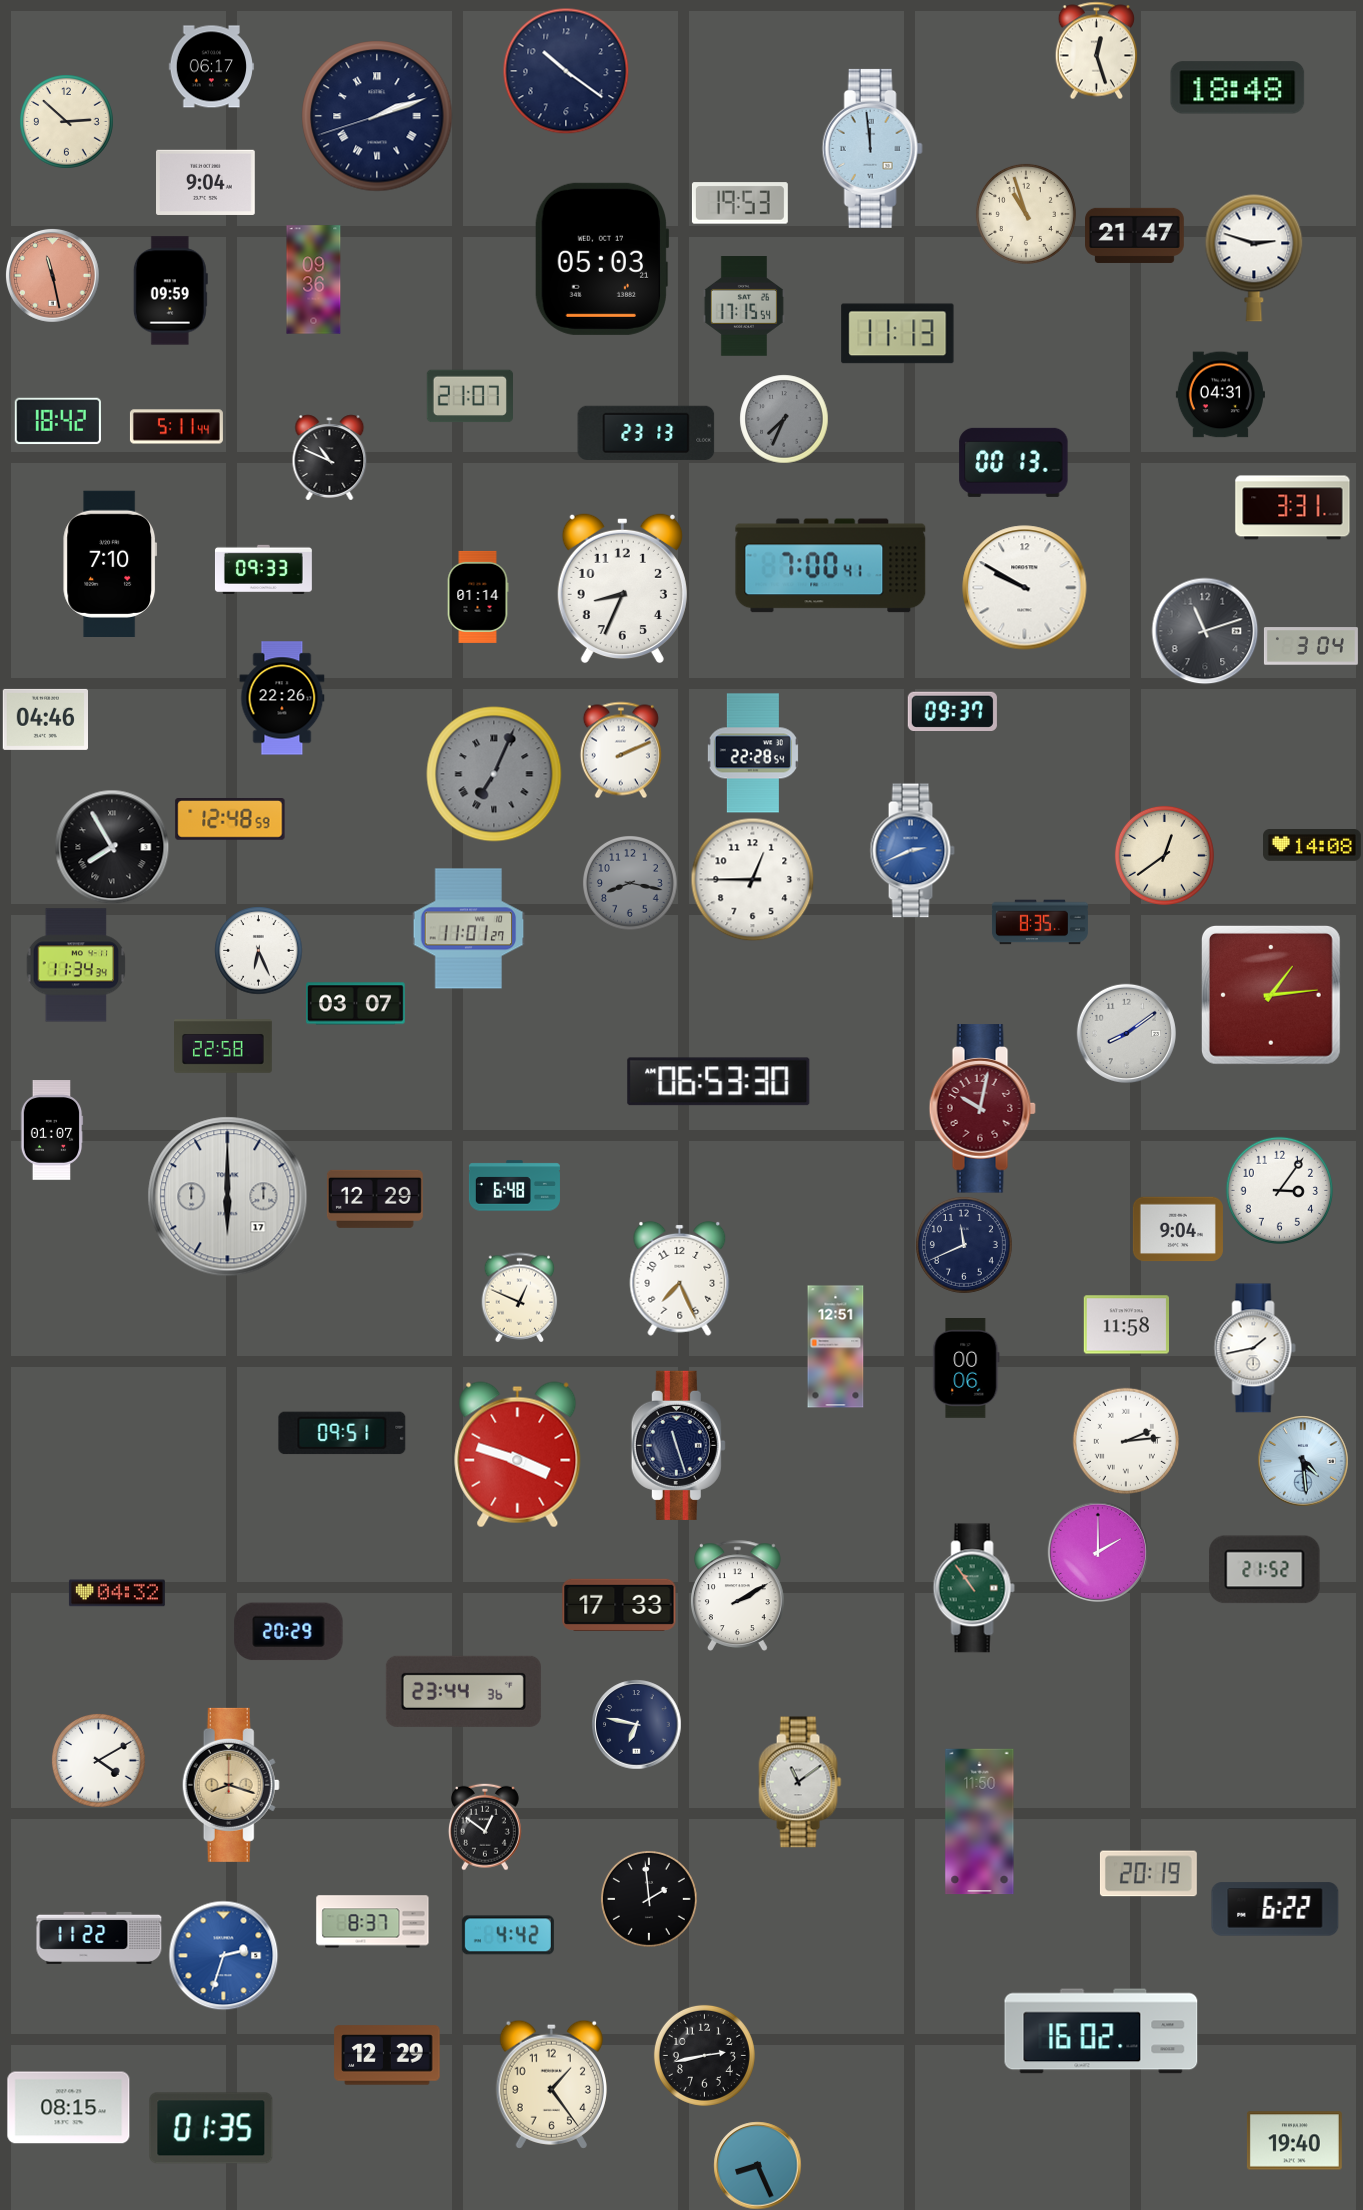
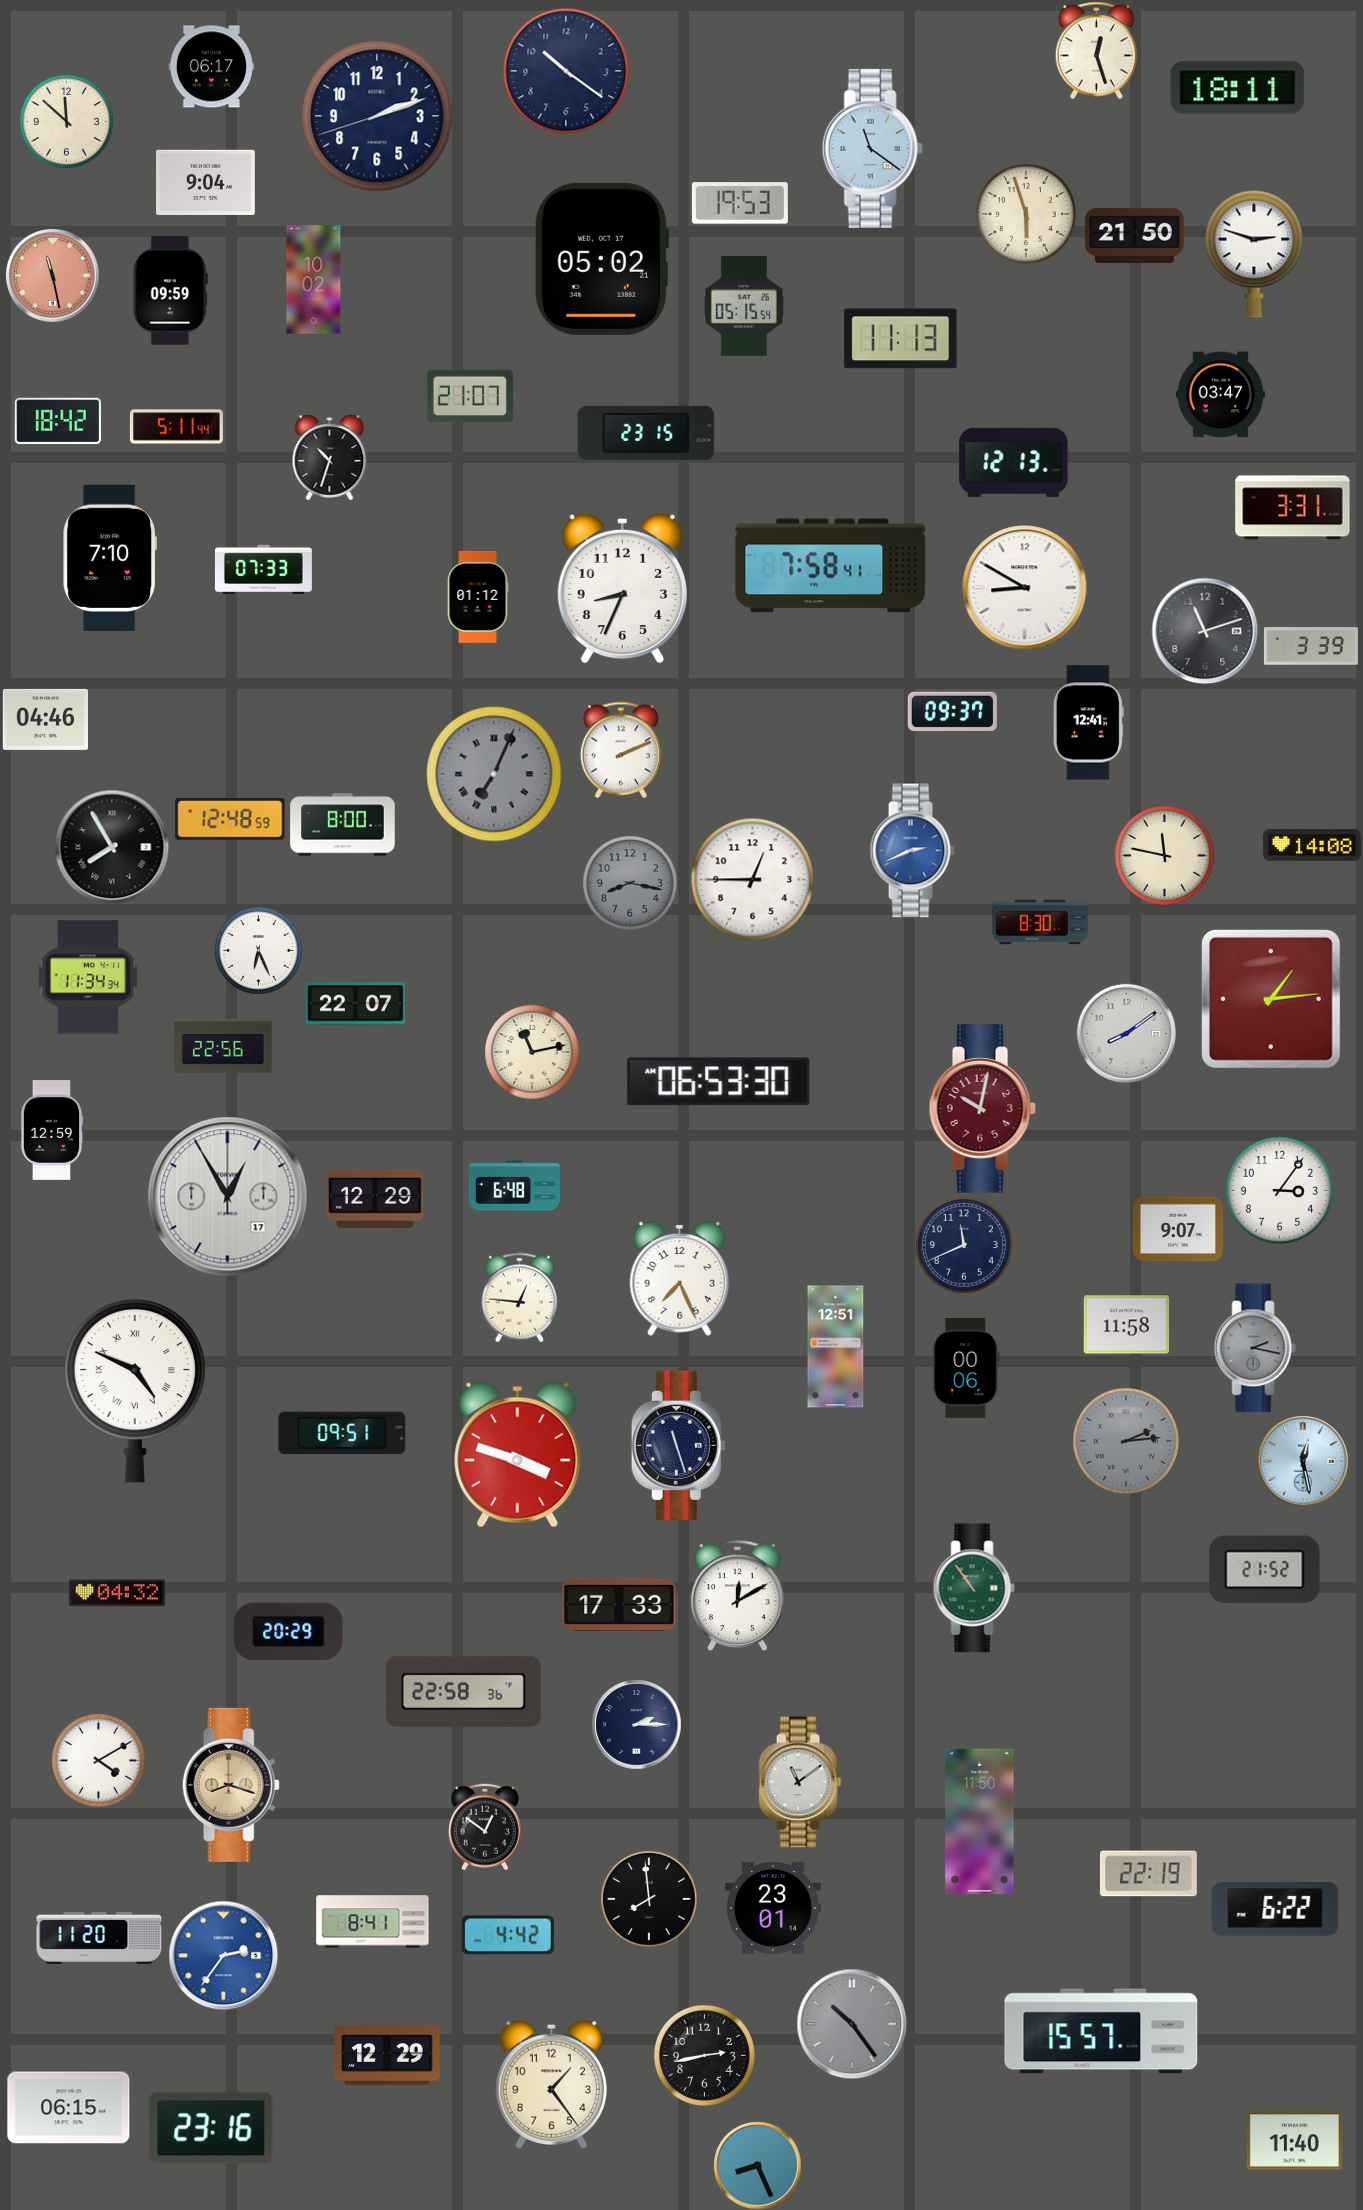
clock at (1238, 88): 18:48 -> 18:11
clock at (377, 116) numerals: Roman -> Arabic
clock at (67, 122): 2:52 -> 11:52
clock at (872, 148): 11:59 -> 11:21
clock at (1026, 214): 10:57 -> 5:57
clock at (1135, 235): 21:47 -> 21:50
clock at (1254, 258) position: (1254, 258) -> (1254, 254)
clock at (602, 259): 05:03 -> 05:02
clock at (314, 280): 09:36 -> 10:02
clock at (744, 307): 17:15 -> 05:15
clock at (898, 334) position: (898, 334) -> (901, 339)
clock at (1220, 395): 04:31 -> 03:47
clock at (784, 419): 7:34 -> none
clock at (646, 433): 23:13 -> 23:15
clock at (330, 457): 10:49 -> 10:33
clock at (1014, 462): 00:13 -> 12:13
clock at (110, 563) position: (110, 563) -> (110, 557)
clock at (831, 566): 7:00 -> 7:58
clock at (263, 569): 09:33 -> 07:33
clock at (1025, 588): 9:50 -> 8:50
clock at (478, 597): 01:14 -> 01:12
clock at (1311, 646): 3:04 -> 3:39
clock at (282, 698): 22:26 -> none
clock at (1088, 723): none -> 12:41
clock at (753, 753): 22:28 -> none
clock at (343, 825): none -> 8:00
clock at (1164, 855): 12:39 -> 11:47
clock at (1040, 922): 8:35 -> 8:30
clock at (469, 929): 11:01 -> none
clock at (76, 965) position: (76, 965) -> (88, 977)
clock at (1271, 995) position: (1271, 995) -> (1271, 999)
clock at (356, 1004): 03:07 -> 22:07
clock at (224, 1047): 22:58 -> 22:56
clock at (532, 1052): none -> 11:13
clock at (52, 1130): 01:07 -> 12:59
clock at (228, 1197): 6:00 -> 12:55
clock at (1178, 1229): 9:04 -> 9:07
clock at (520, 1297): 12:49 -> 12:46
clock at (1255, 1348): 1:43 -> 2:17
clock at (1255, 1348) dial: white -> grey
clock at (135, 1391): none -> 4:49
clock at (1126, 1441) dial: white -> grey
clock at (1303, 1461): 4:29 -> 12:28
clock at (1097, 1551): 2:00 -> none
clock at (738, 1595): 2:10 -> 12:10
clock at (463, 1691): 23:44 -> 22:58
clock at (636, 1724): 6:47 -> 2:15
clock at (1148, 1874): 20:19 -> 22:19
clock at (649, 1899): 1:59 -> 7:59
clock at (773, 1908): none -> 23:01
clock at (373, 1922): 8:37 -> 8:41
clock at (99, 1938): 11:22 -> 11:20
clock at (223, 1955): 2:33 -> 2:36
clock at (852, 2024): none -> 10:24
clock at (1101, 2031): 16:02 -> 15:57
clock at (69, 2108): 08:15 -> 06:15
clock at (211, 2128): 01:35 -> 23:16
clock at (1294, 2141): 19:40 -> 11:40
